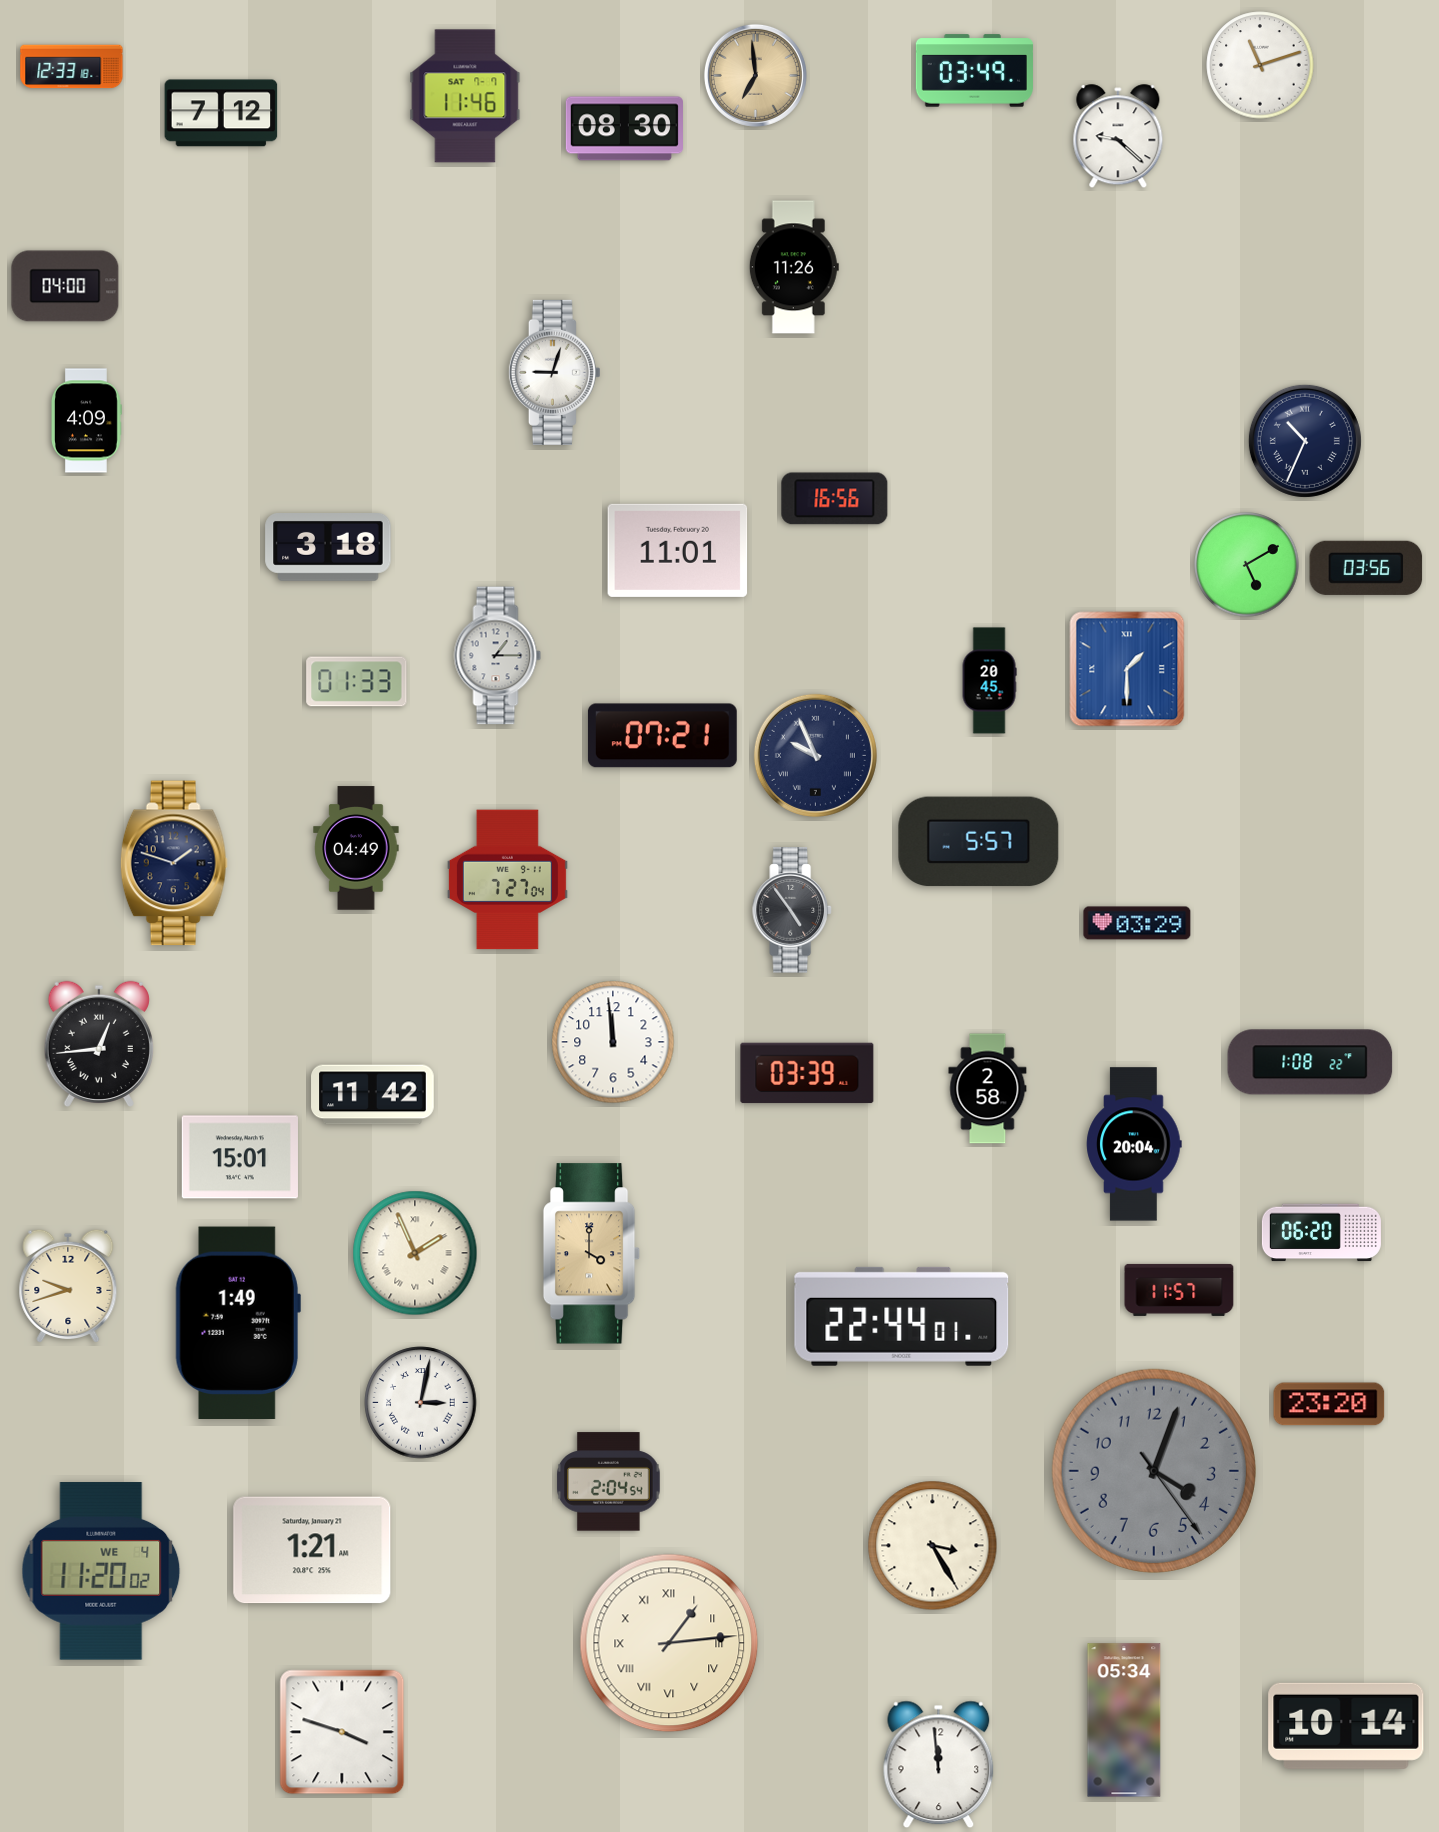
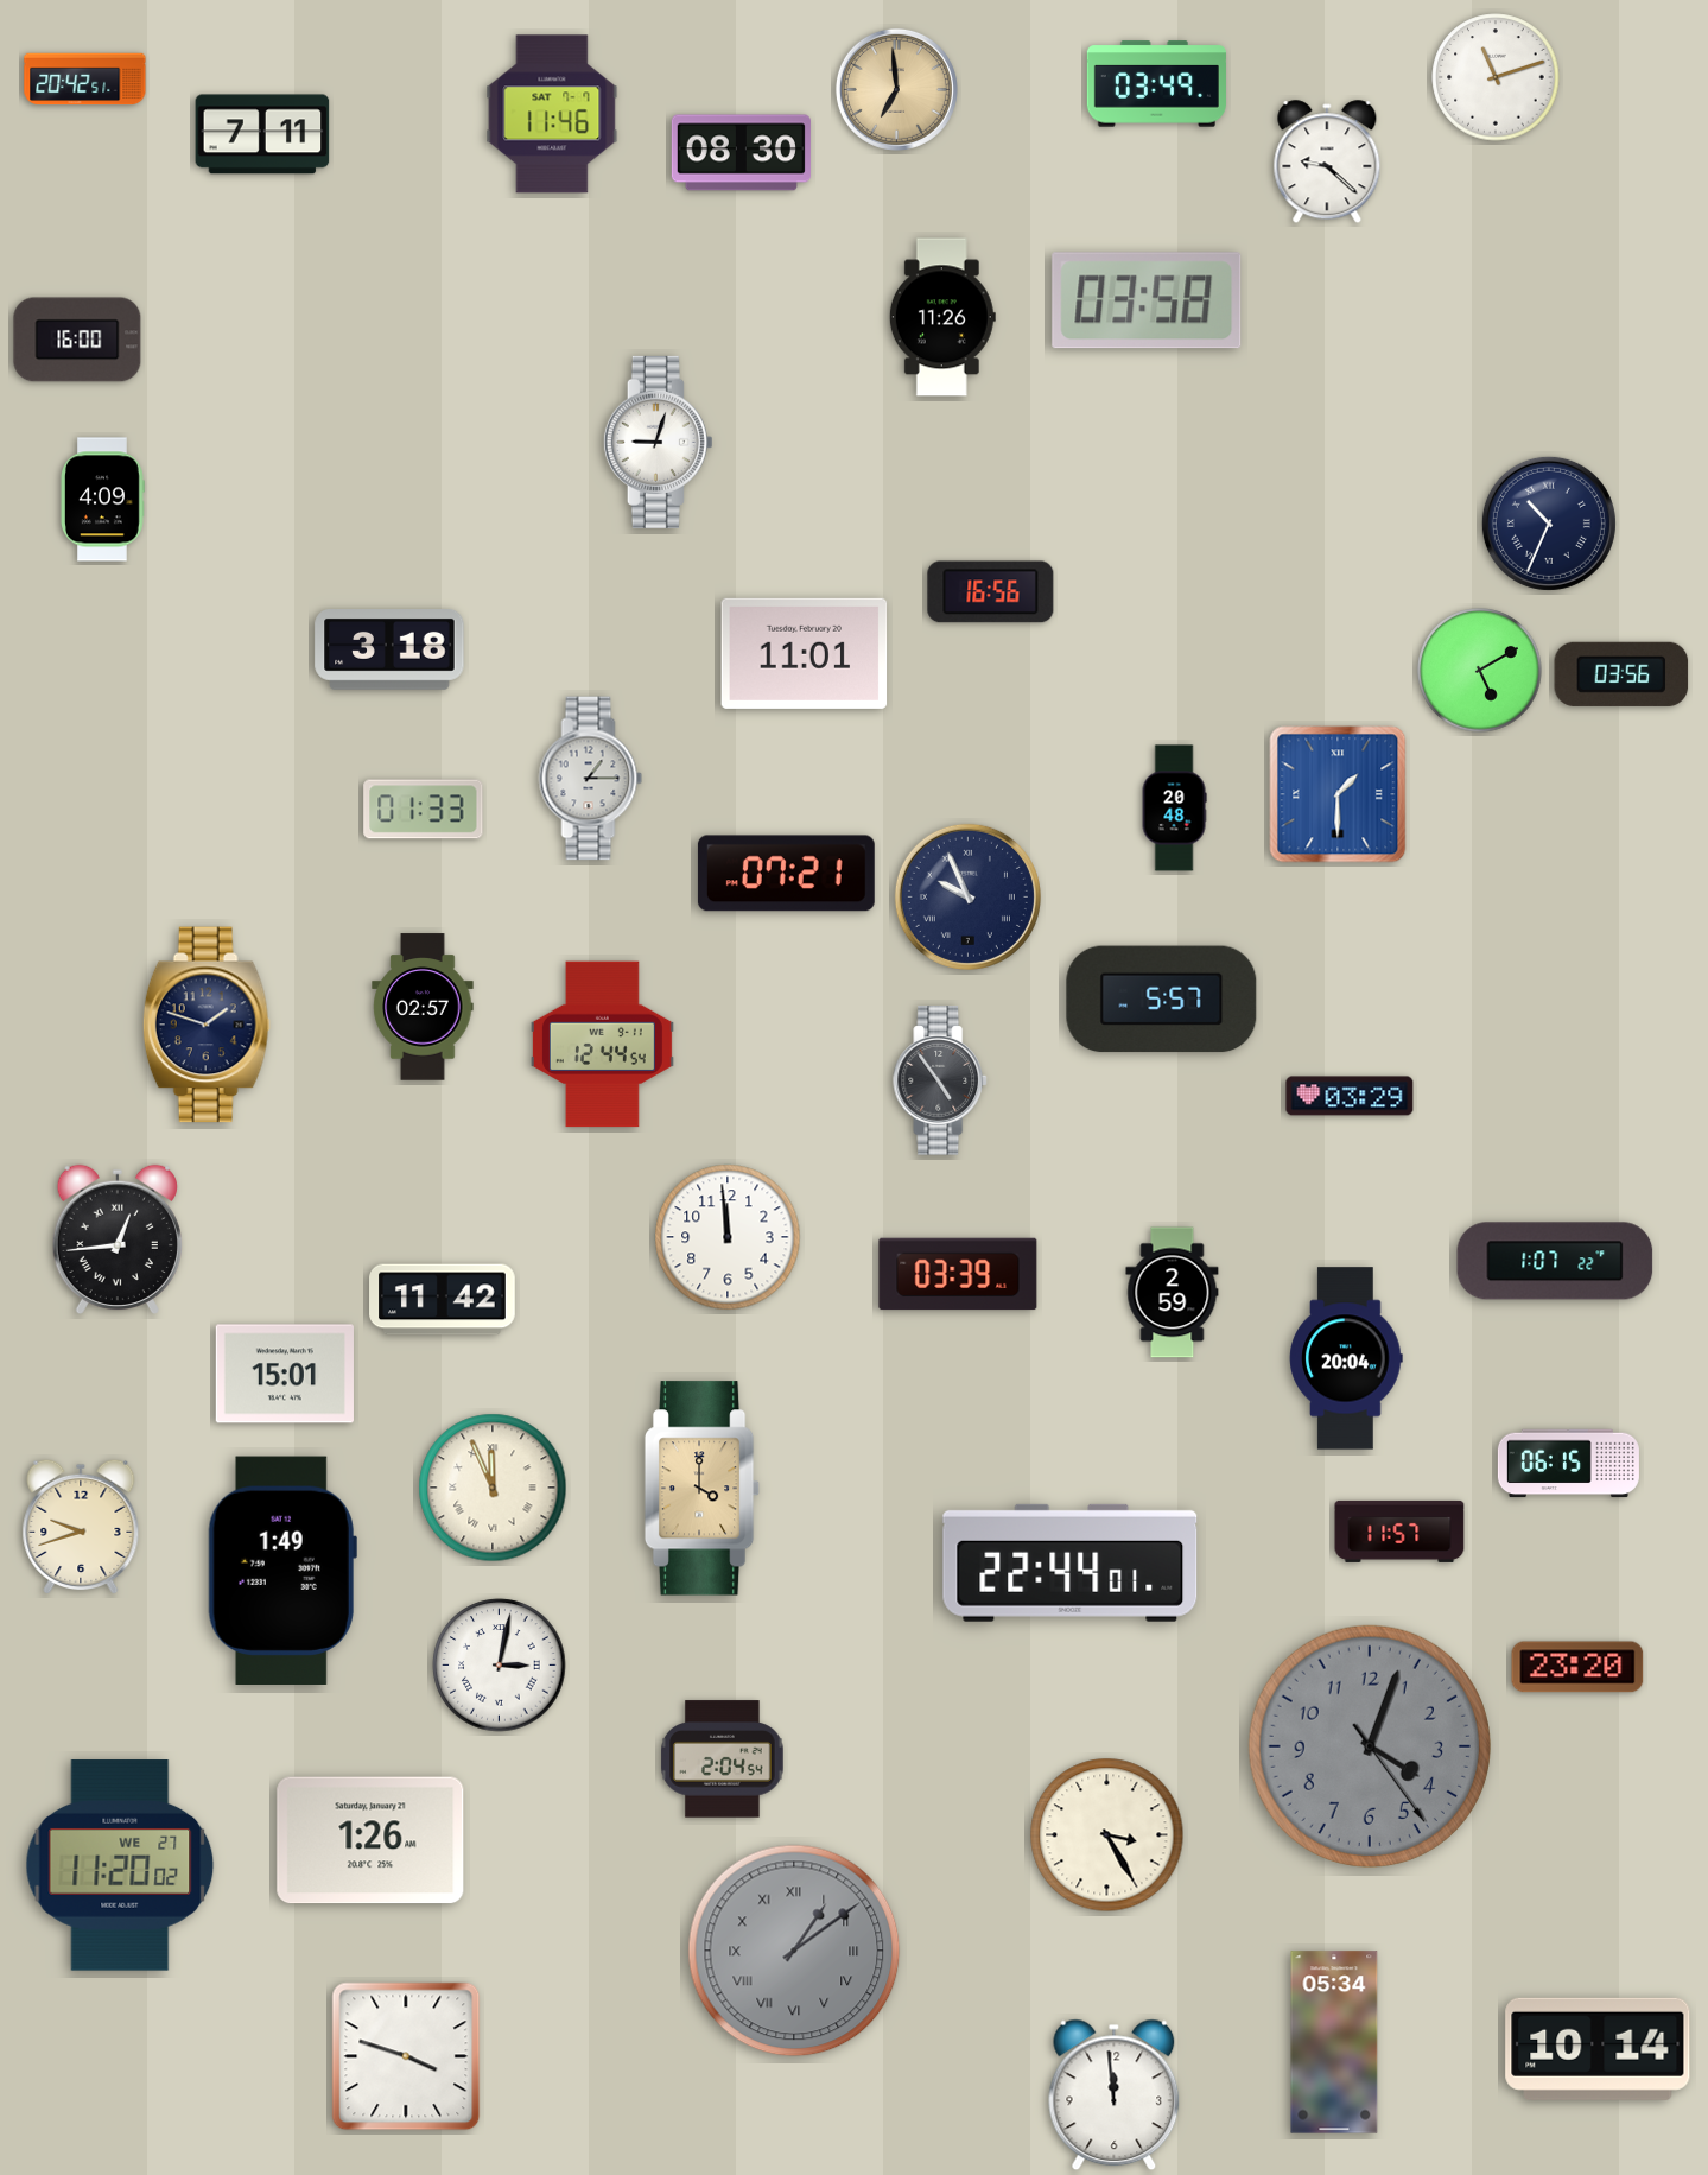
clock at (72, 67): 12:33 -> 20:42
clock at (221, 113): 7:12 -> 7:11
clock at (1147, 300): none -> 03:58
clock at (65, 286): 04:00 -> 16:00
clock at (989, 681): 20:45 -> 20:48
clock at (356, 848): 04:49 -> 02:57
clock at (507, 880): 7:27 -> 12:44
clock at (1310, 1062): 1:08 -> 1:07
clock at (988, 1089): 2:58 -> 2:59
clock at (1321, 1233): 06:20 -> 06:15
clock at (415, 1253): 1:56 -> 11:56
clock at (312, 1550): 1:21 -> 1:26
clock at (101, 1571) date: WE 4 -> WE 27
clock at (669, 1643): 1:14 -> 1:09
clock at (669, 1643) dial: cream -> grey
